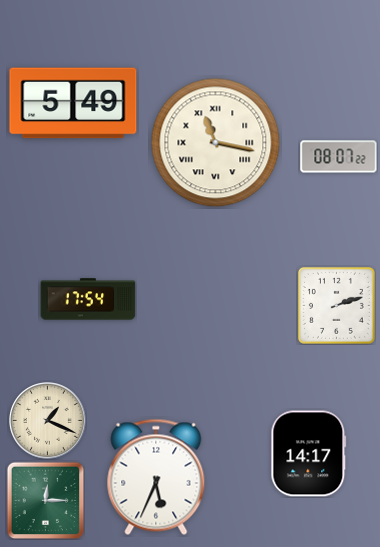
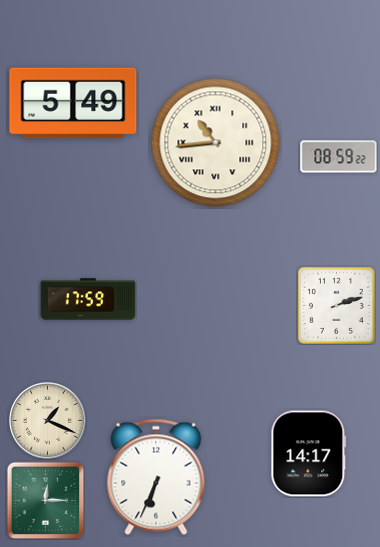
clock at (216, 143): 11:17 -> 10:44
clock at (339, 157): 08:07 -> 08:59
clock at (88, 299): 17:54 -> 17:59
clock at (156, 477): 5:34 -> 6:34
